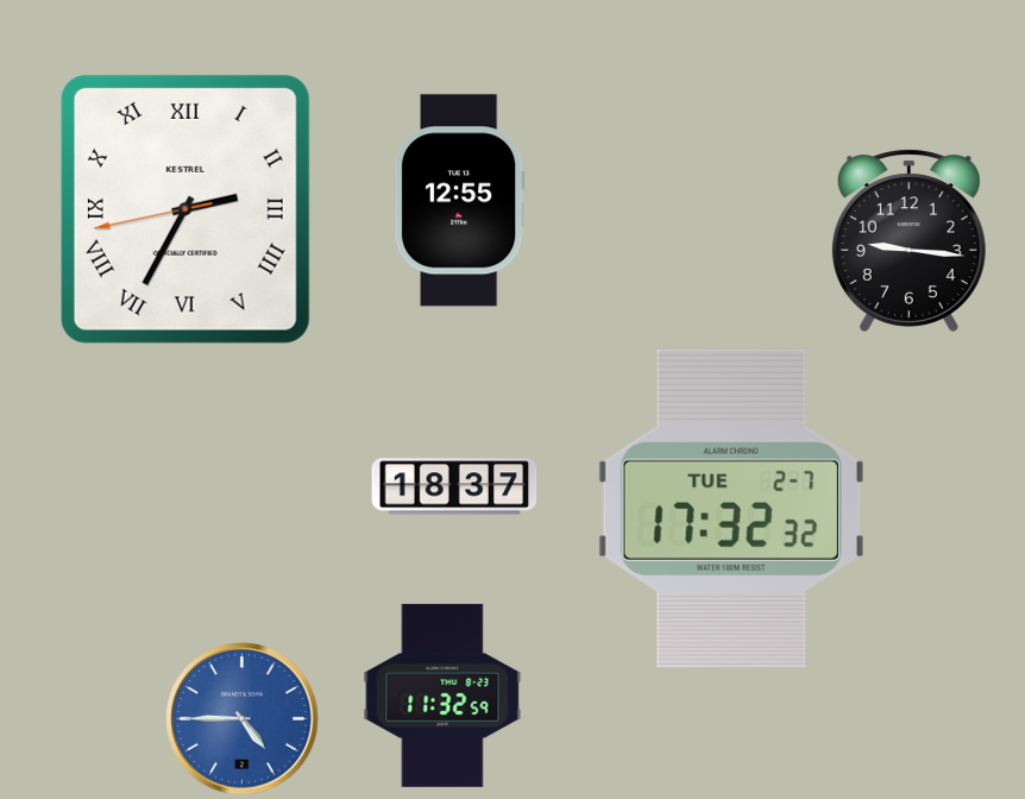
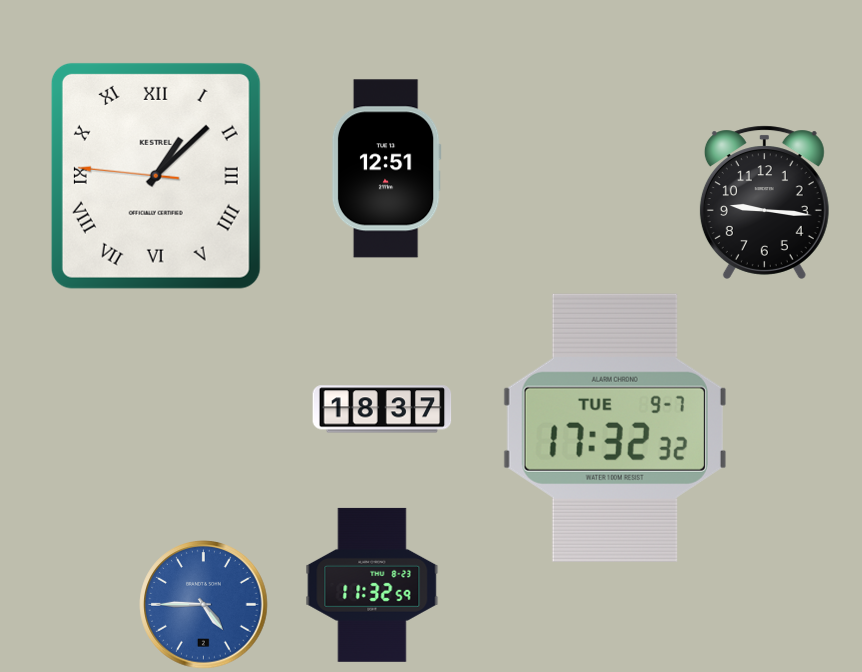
clock at (459, 201): 12:55 -> 12:51
clock at (185, 209): 2:34 -> 1:07
clock at (731, 509) date: TUE 2-7 -> TUE 9-7
